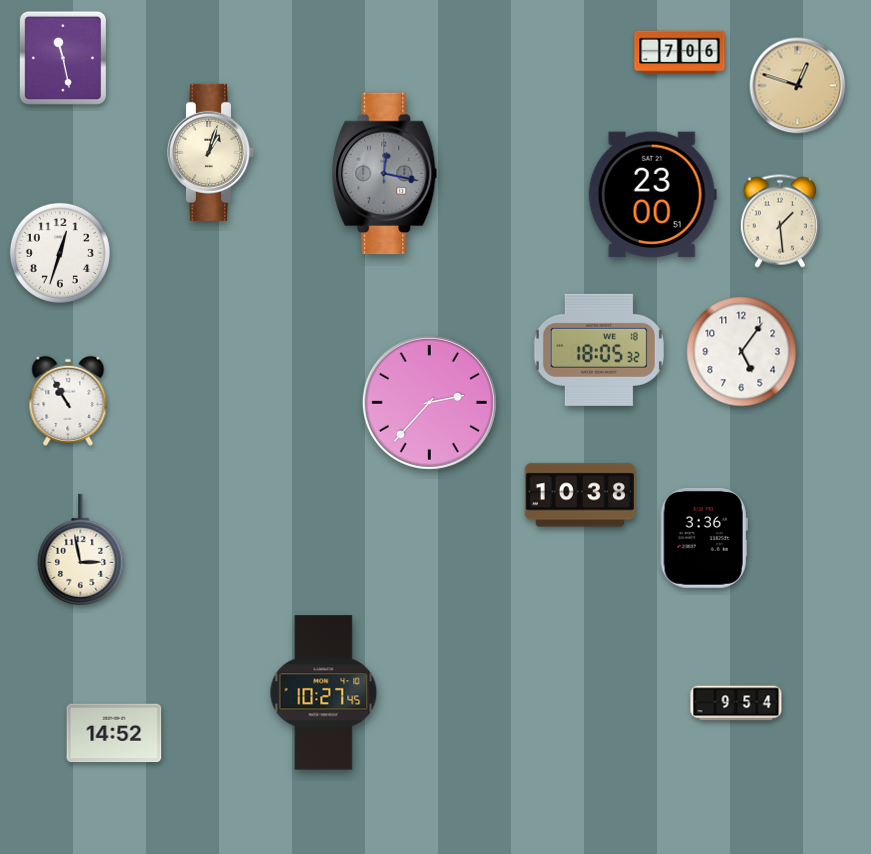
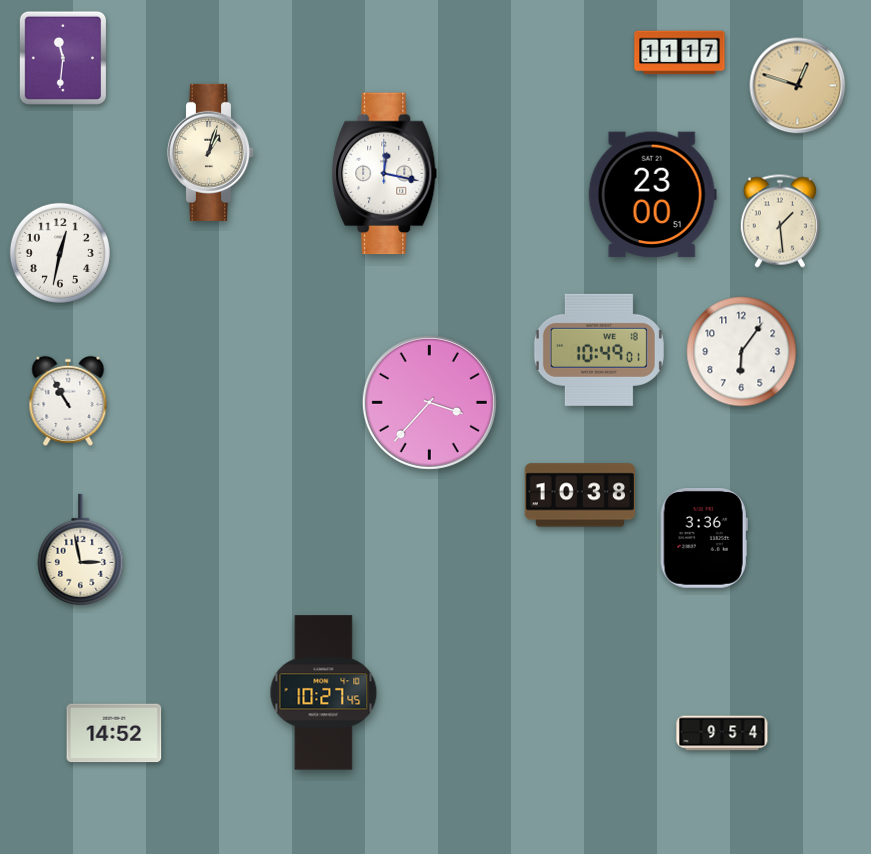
clock at (680, 53): 7:06 -> 11:17
clock at (62, 57): 11:28 -> 11:31
clock at (385, 174) dial: grey -> white
clock at (60, 253): 12:33 -> 12:32
clock at (599, 350): 18:05 -> 10:49
clock at (742, 352): 5:06 -> 6:06
clock at (429, 402): 2:37 -> 3:37
clock at (736, 703) position: (736, 703) -> (722, 733)
